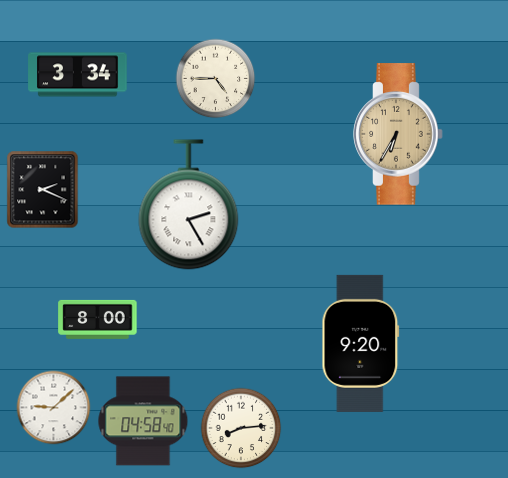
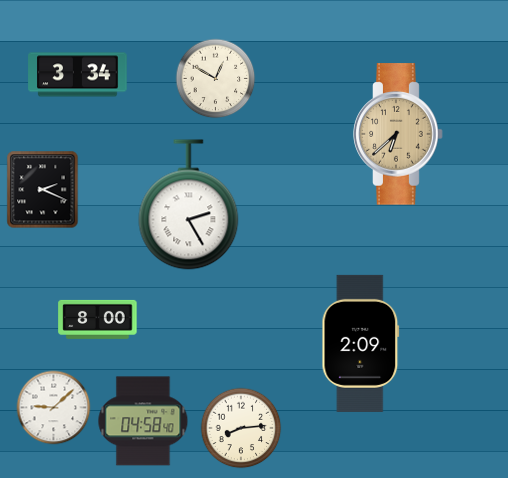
clock at (216, 79): 4:45 -> 12:50
clock at (398, 134): 6:35 -> 6:38
clock at (361, 343): 9:20 -> 2:09
